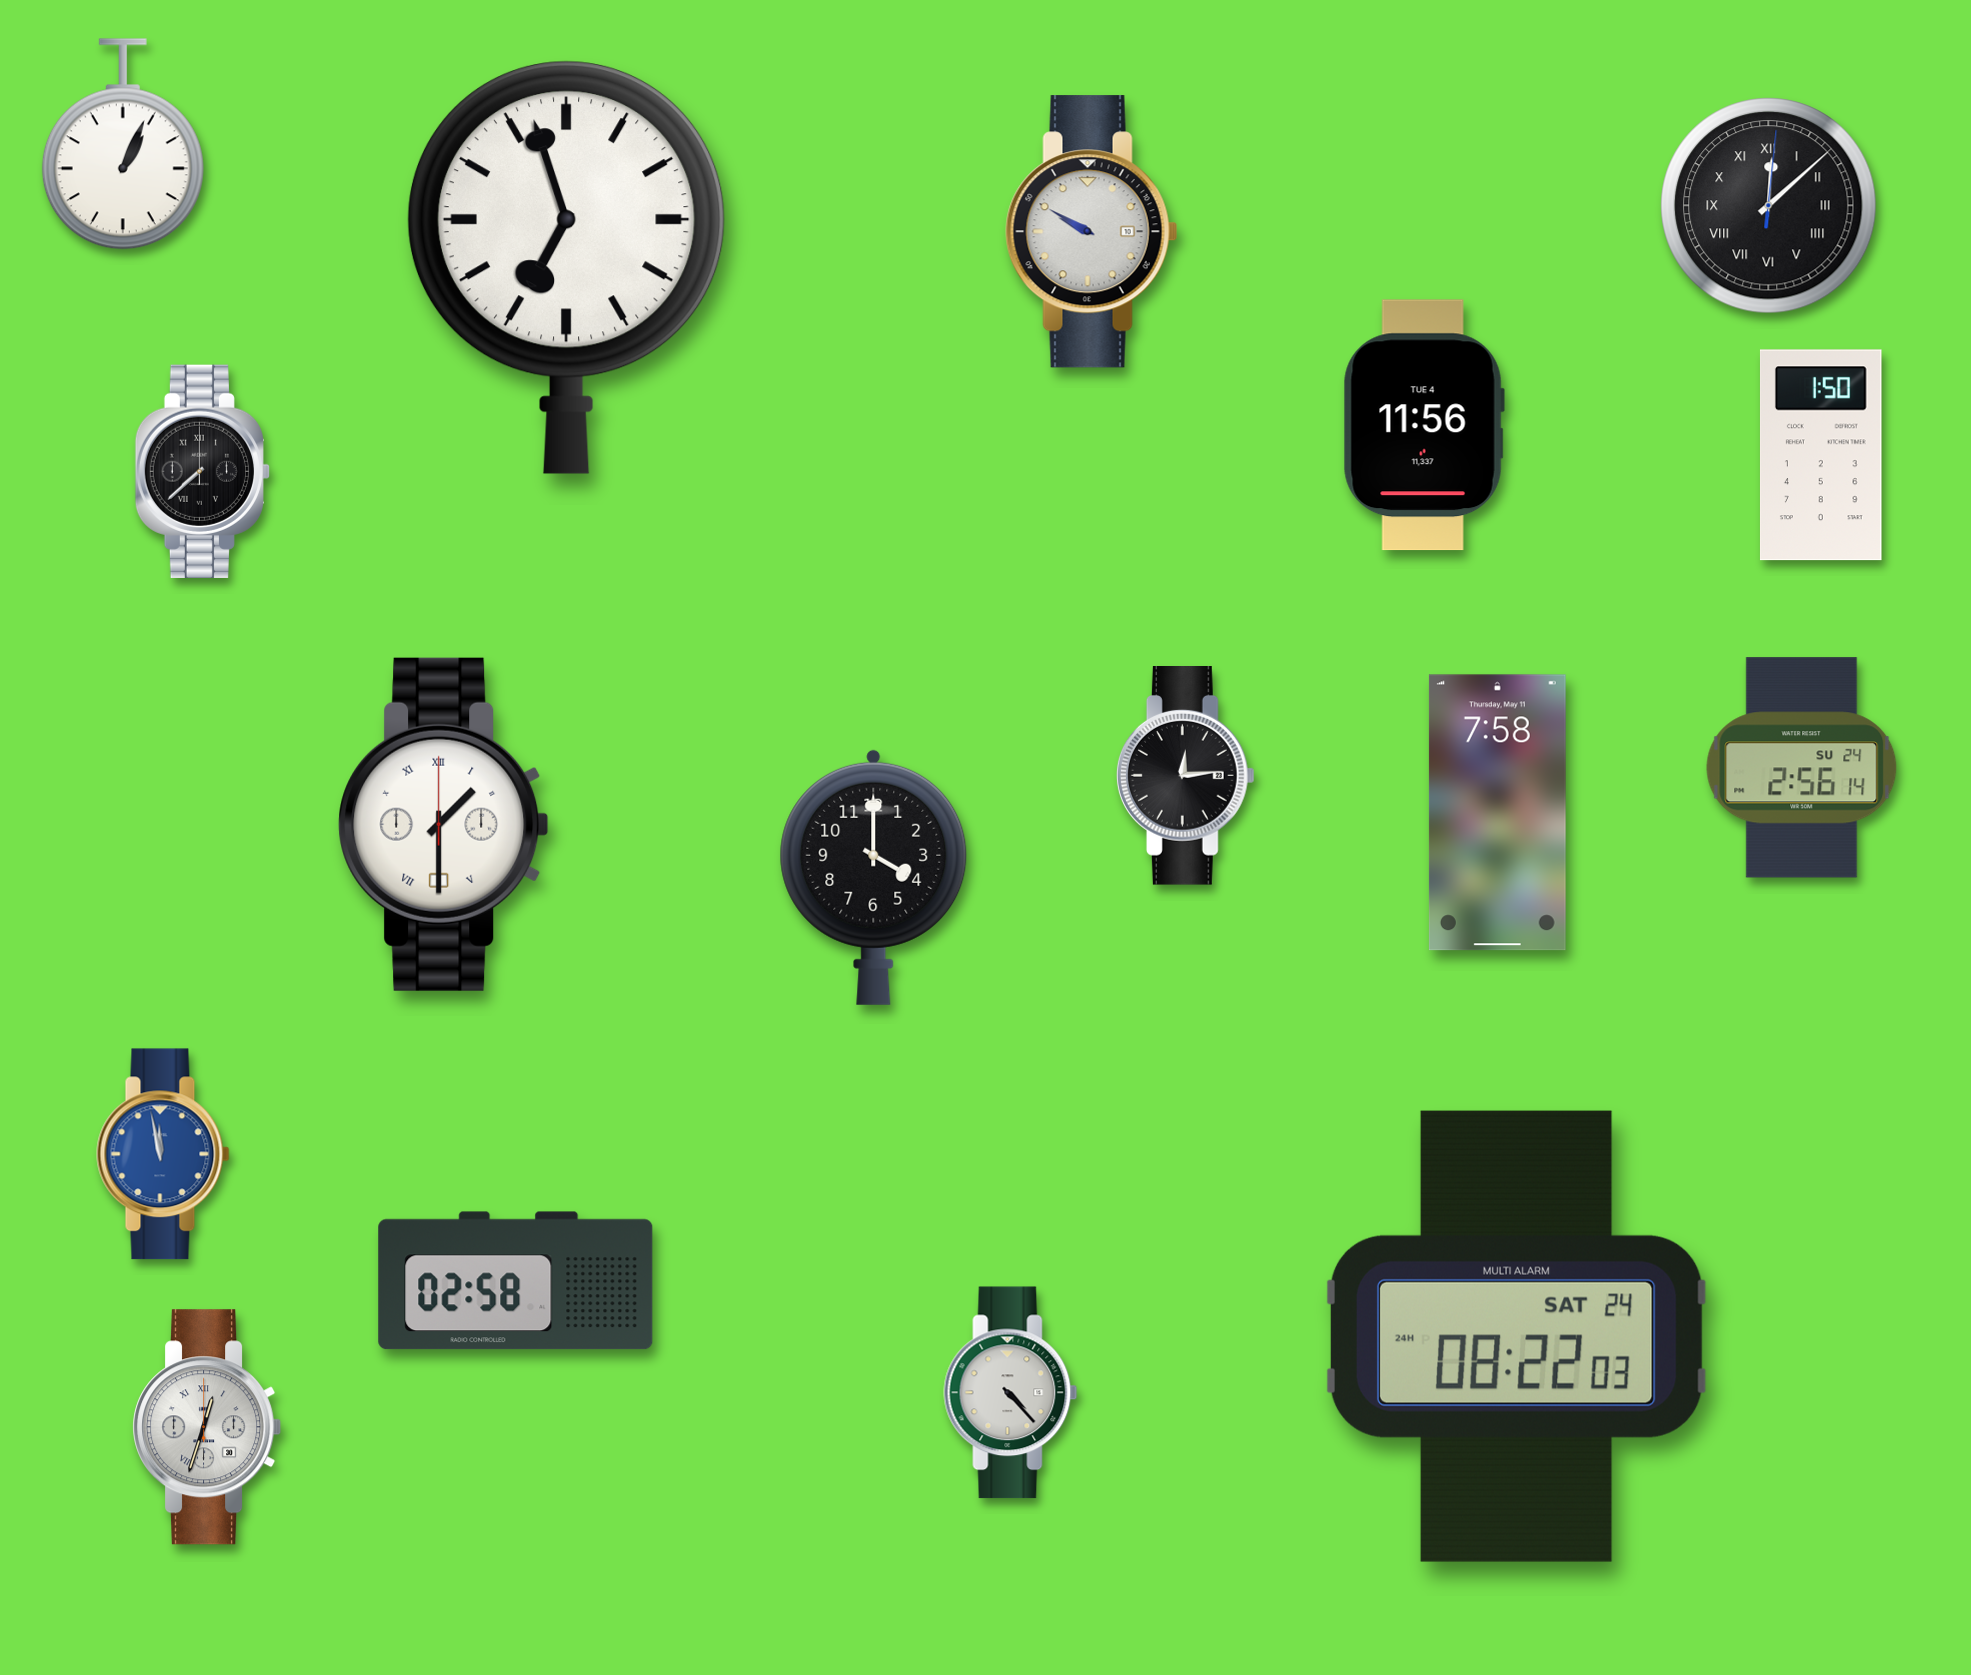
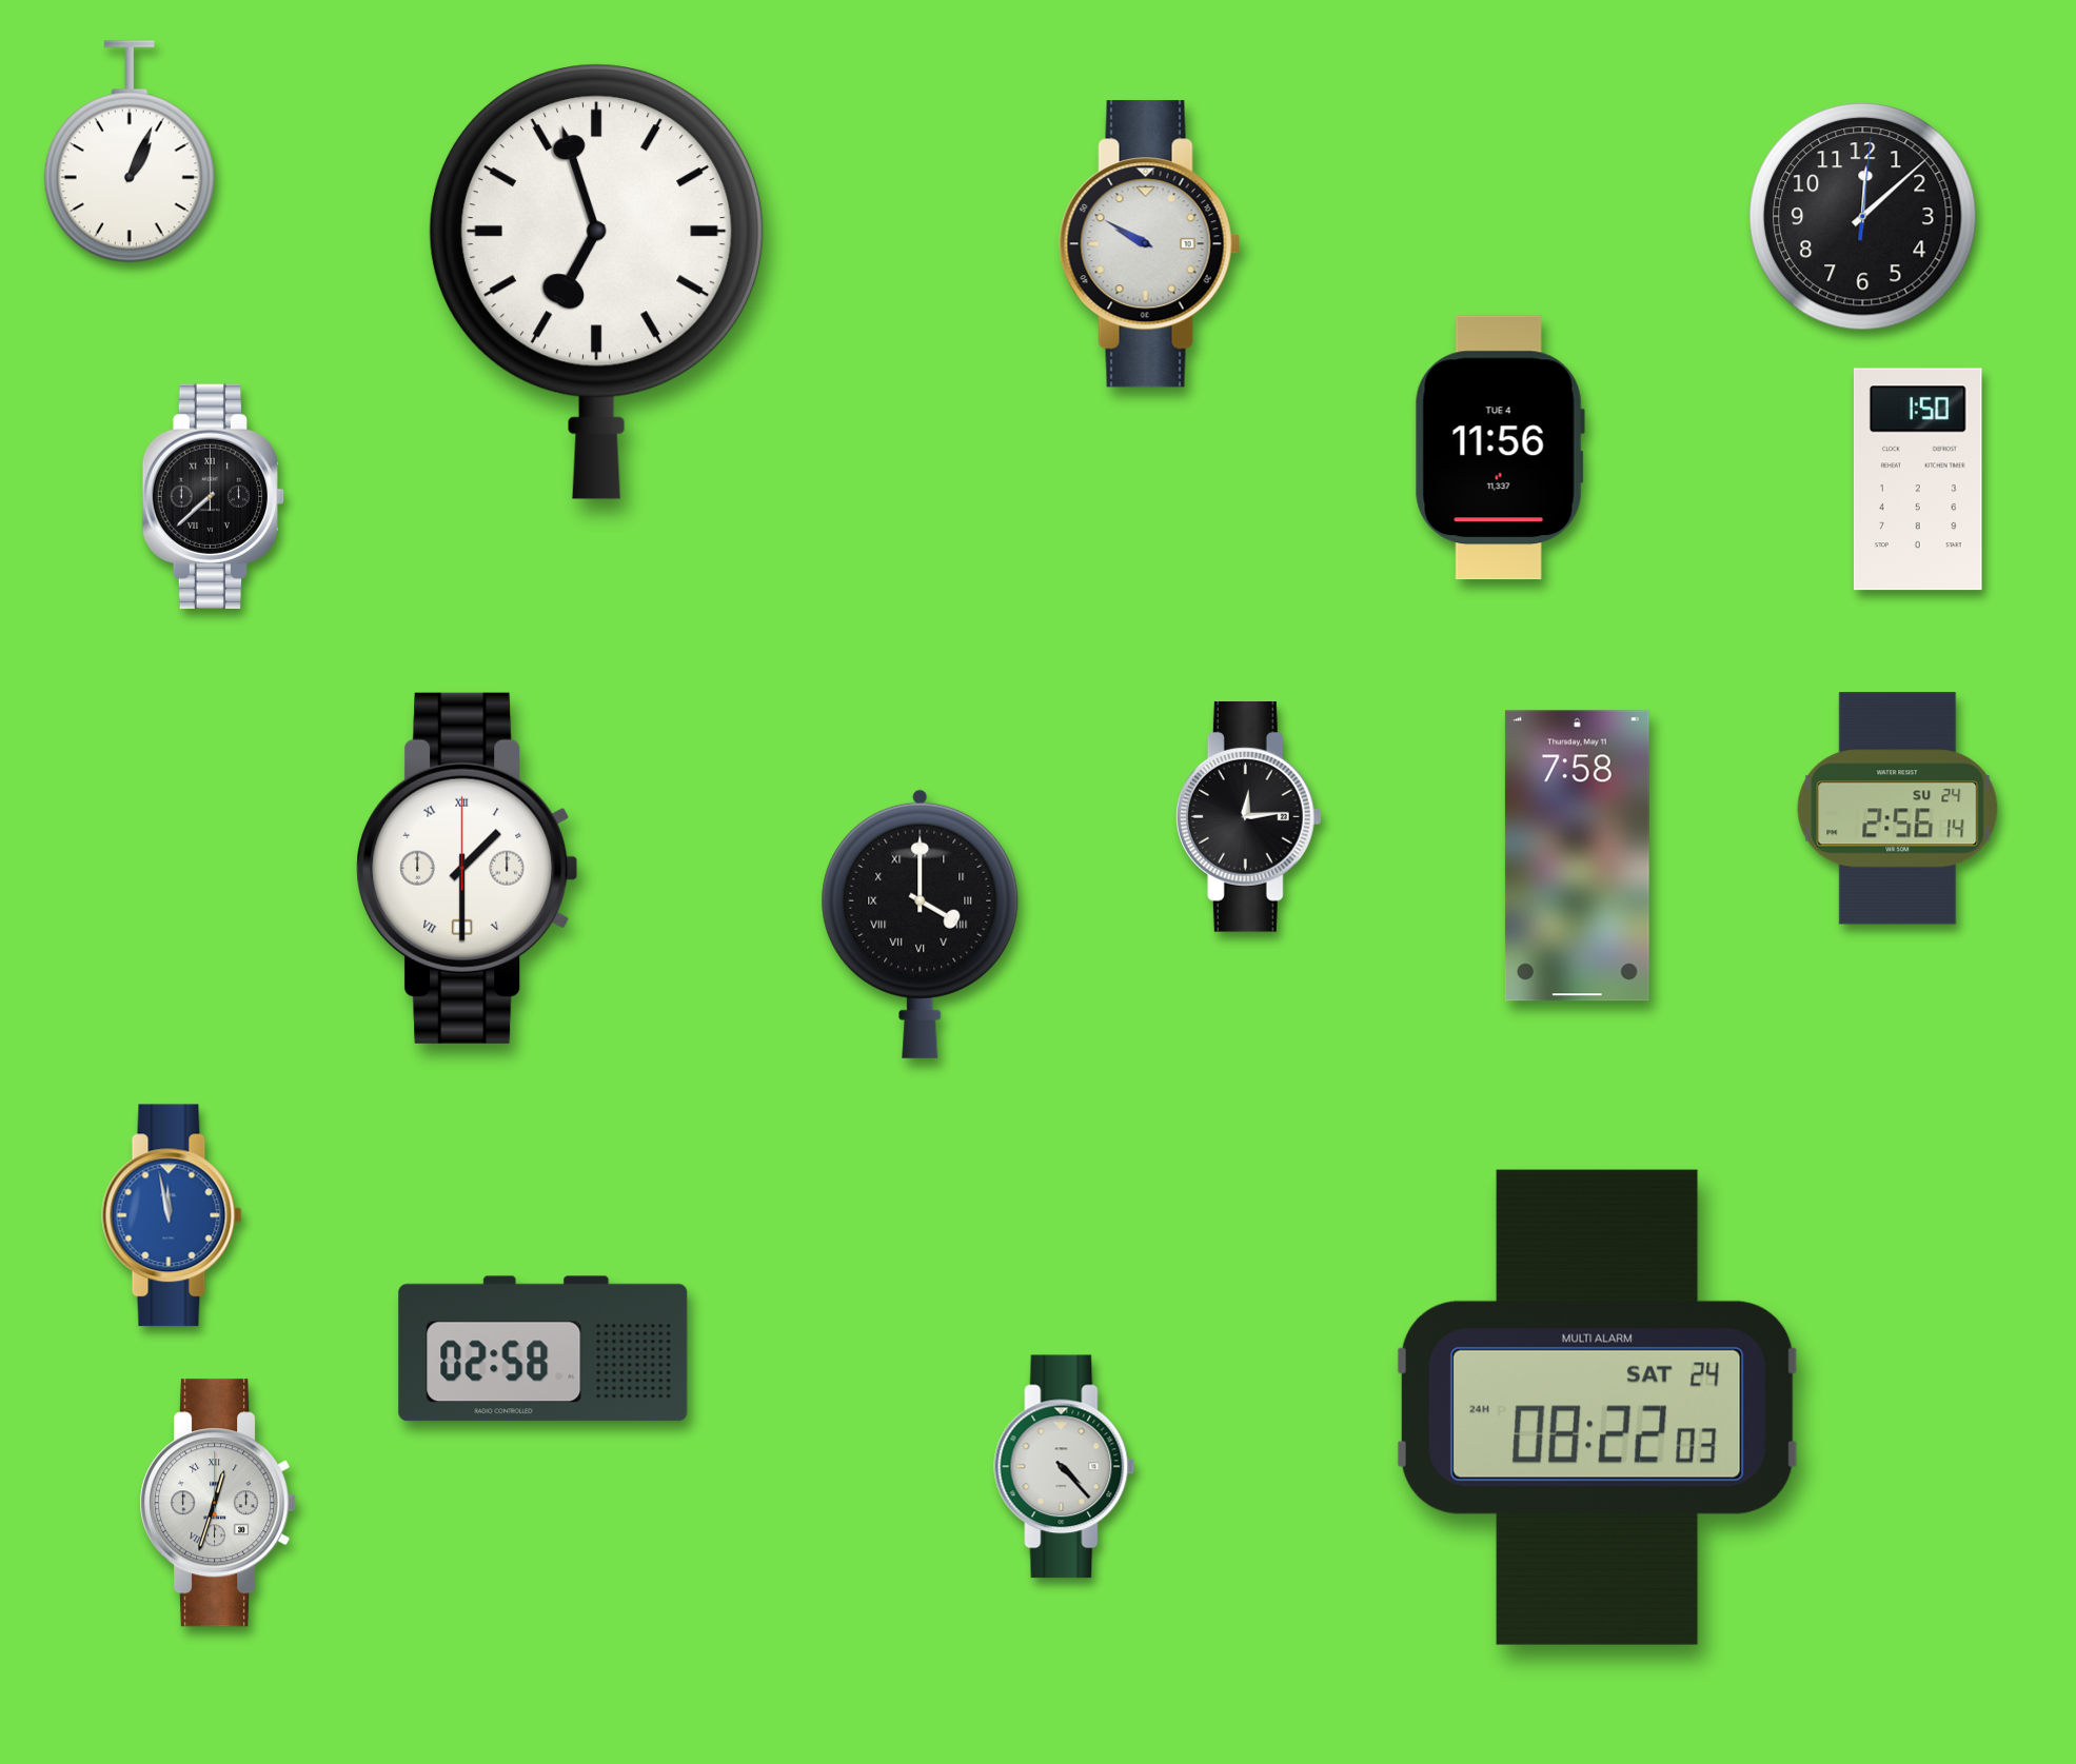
clock at (1769, 206) numerals: Roman -> Arabic
clock at (874, 877) numerals: Arabic -> Roman
